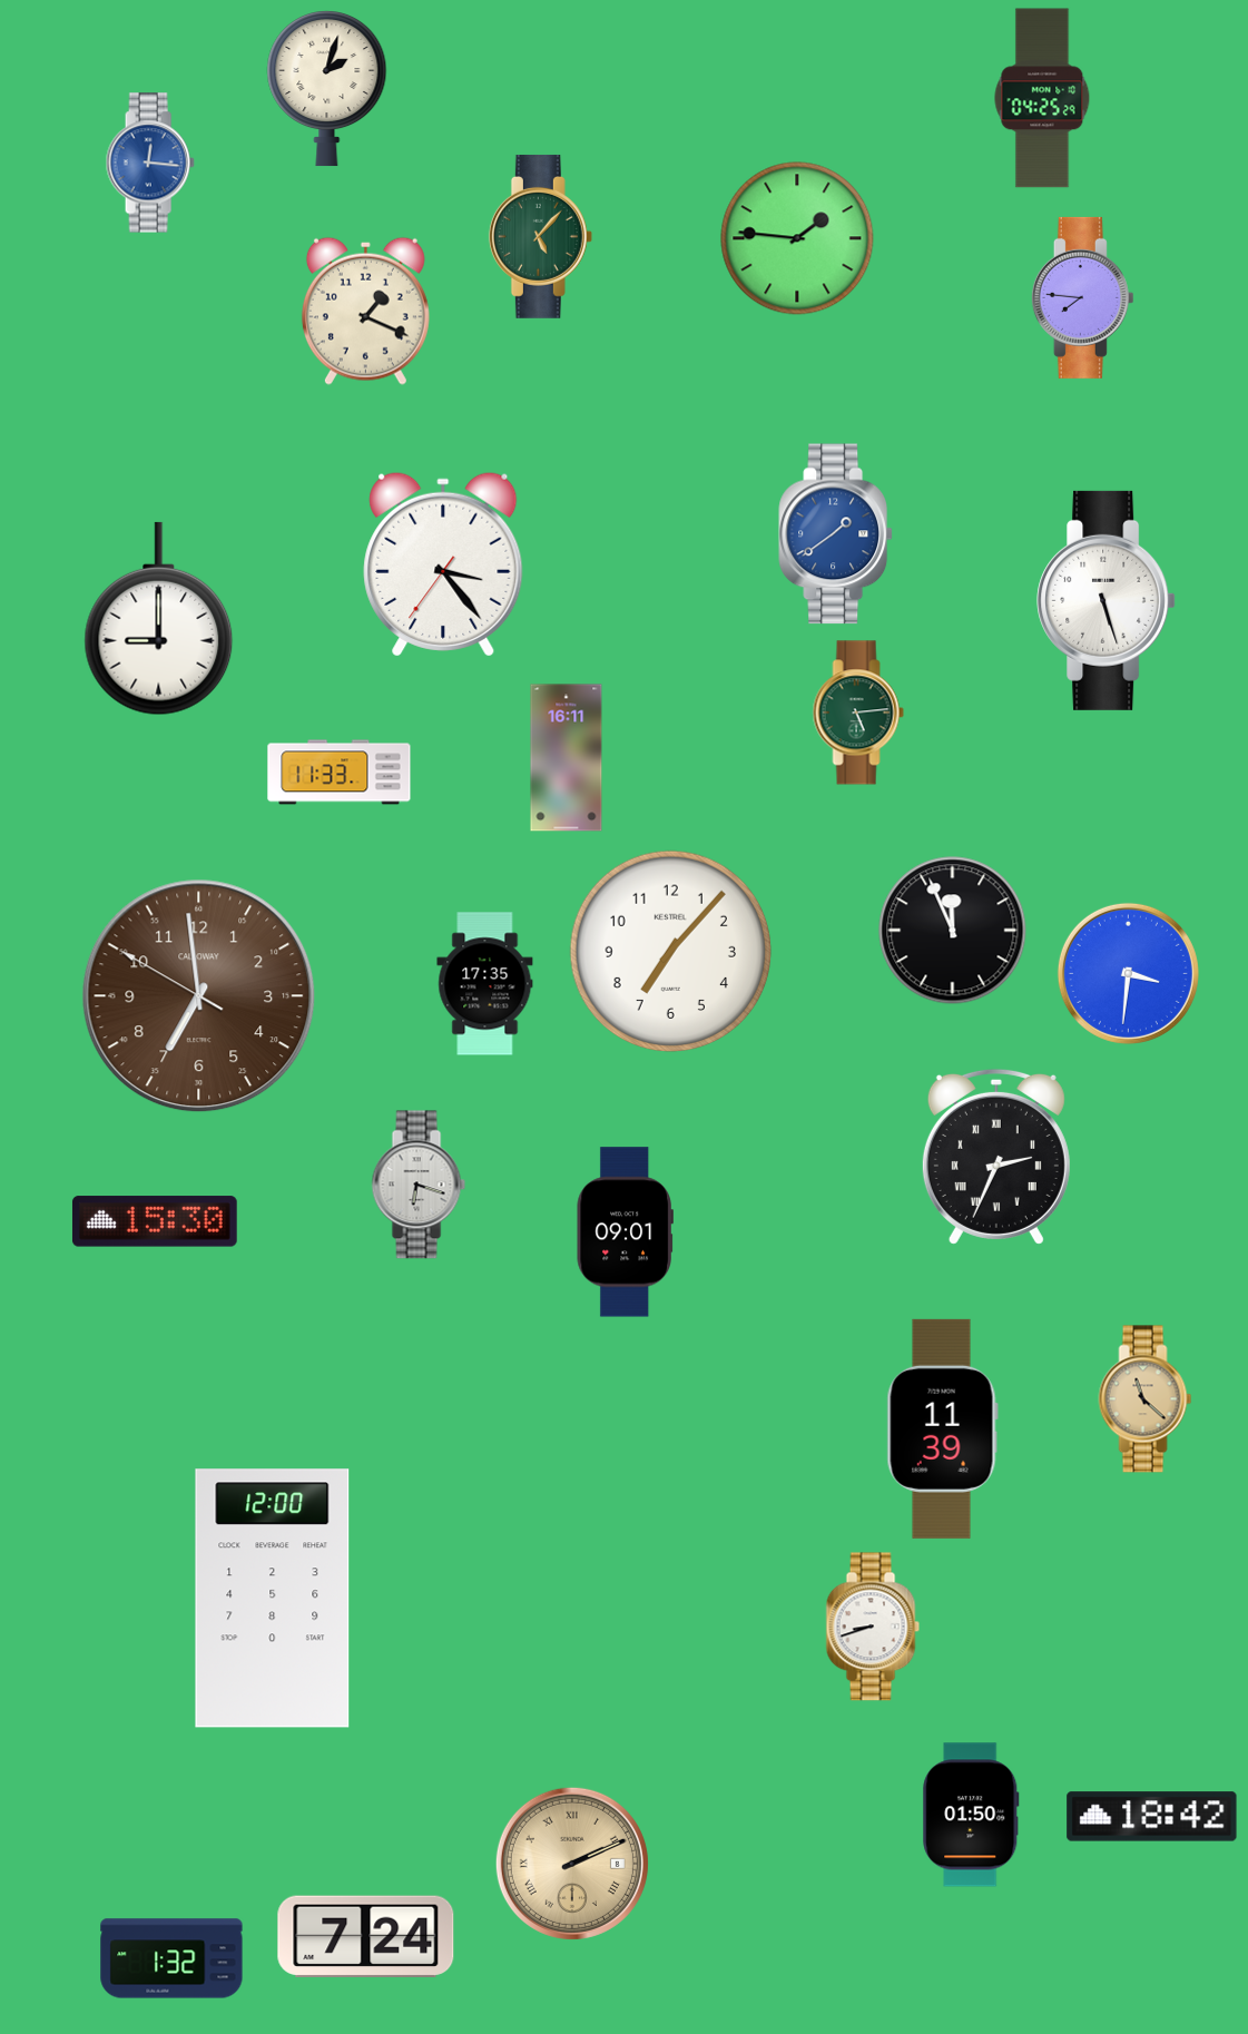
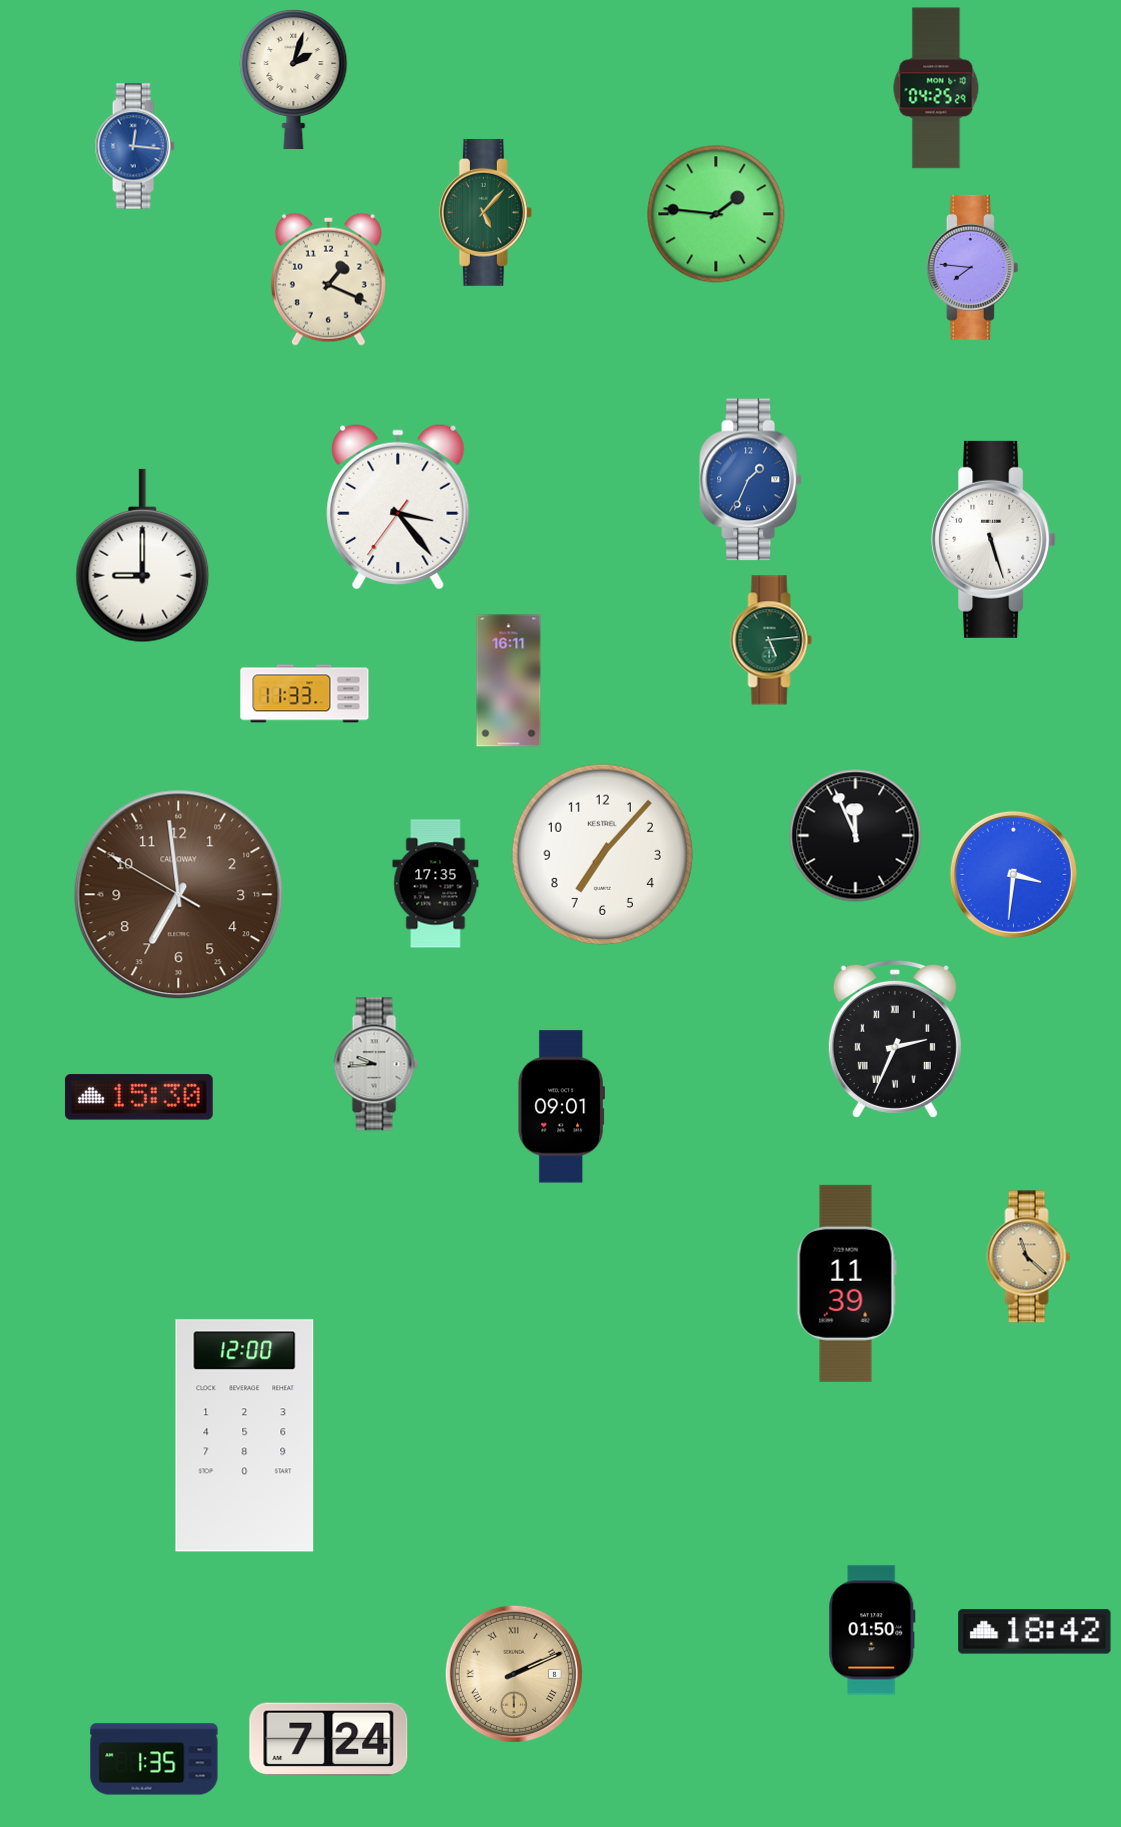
clock at (835, 534): 1:39 -> 1:34
clock at (419, 1185): 6:18 -> 9:44
clock at (873, 1627): 8:42 -> none
clock at (171, 1958): 1:32 -> 1:35
